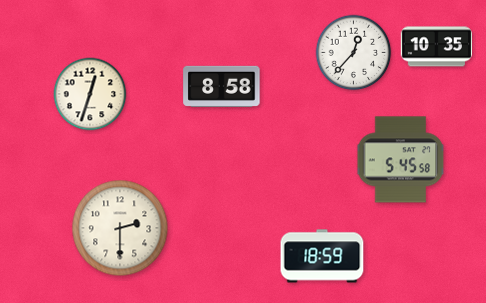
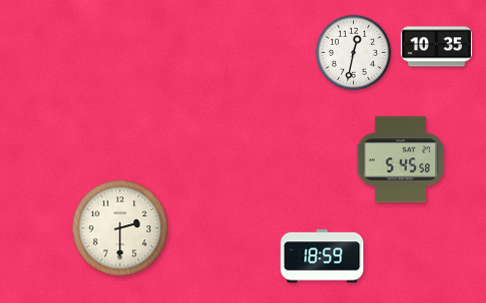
clock at (354, 53): 12:37 -> 12:32
clock at (222, 86): 8:58 -> none
clock at (90, 94): 12:33 -> none
